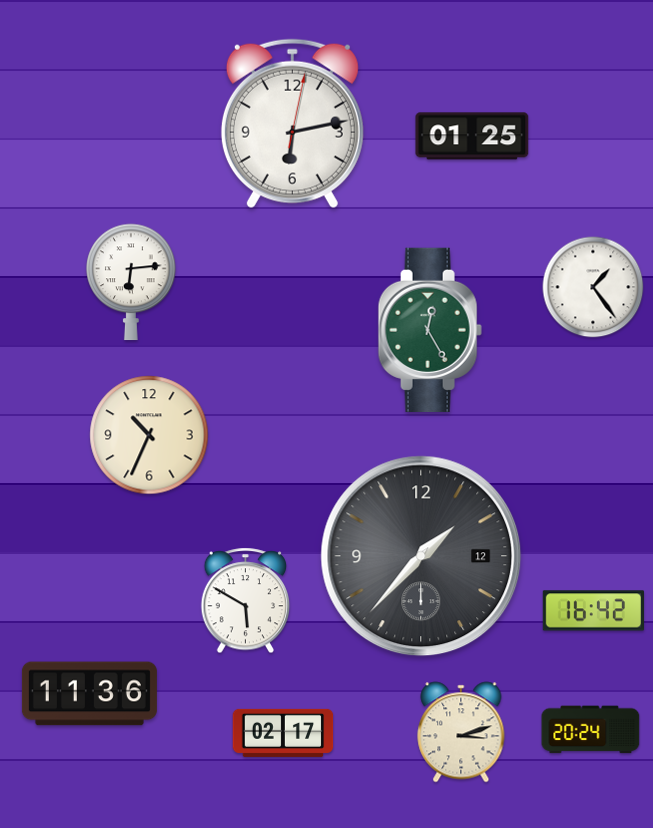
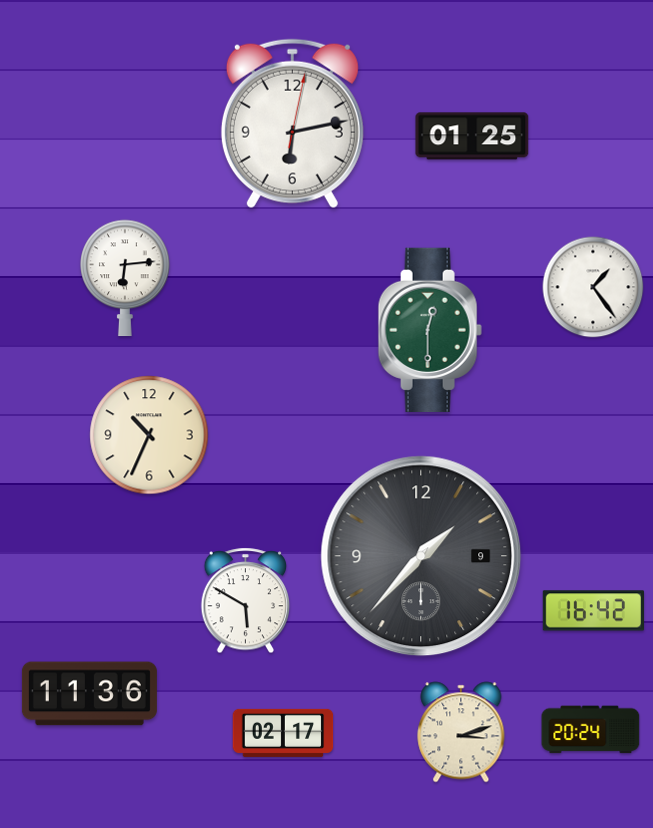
clock at (131, 282) position: (131, 282) -> (125, 278)
clock at (430, 330): 12:25 -> 12:30
clock at (421, 556) date: 12 -> 9
